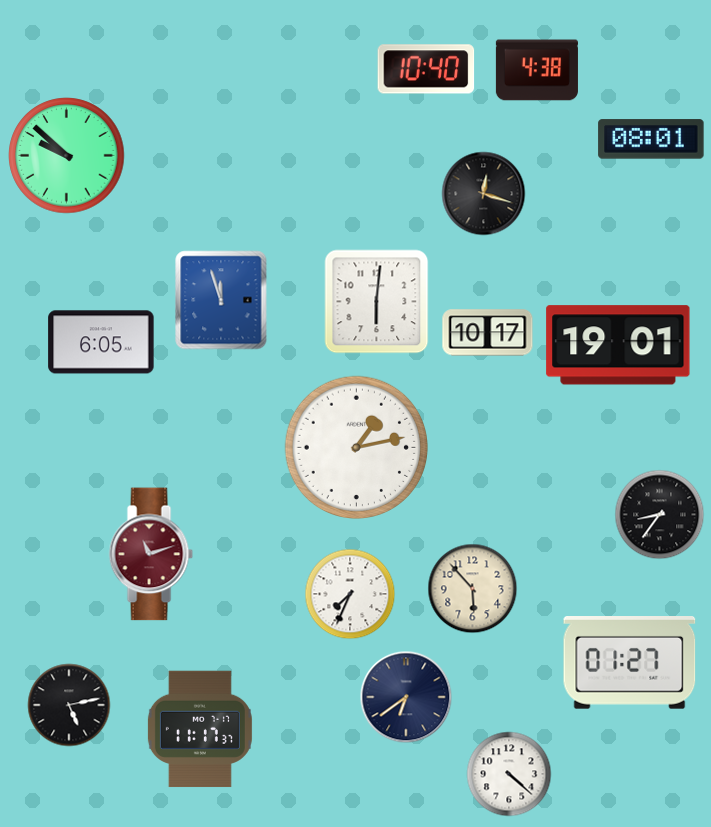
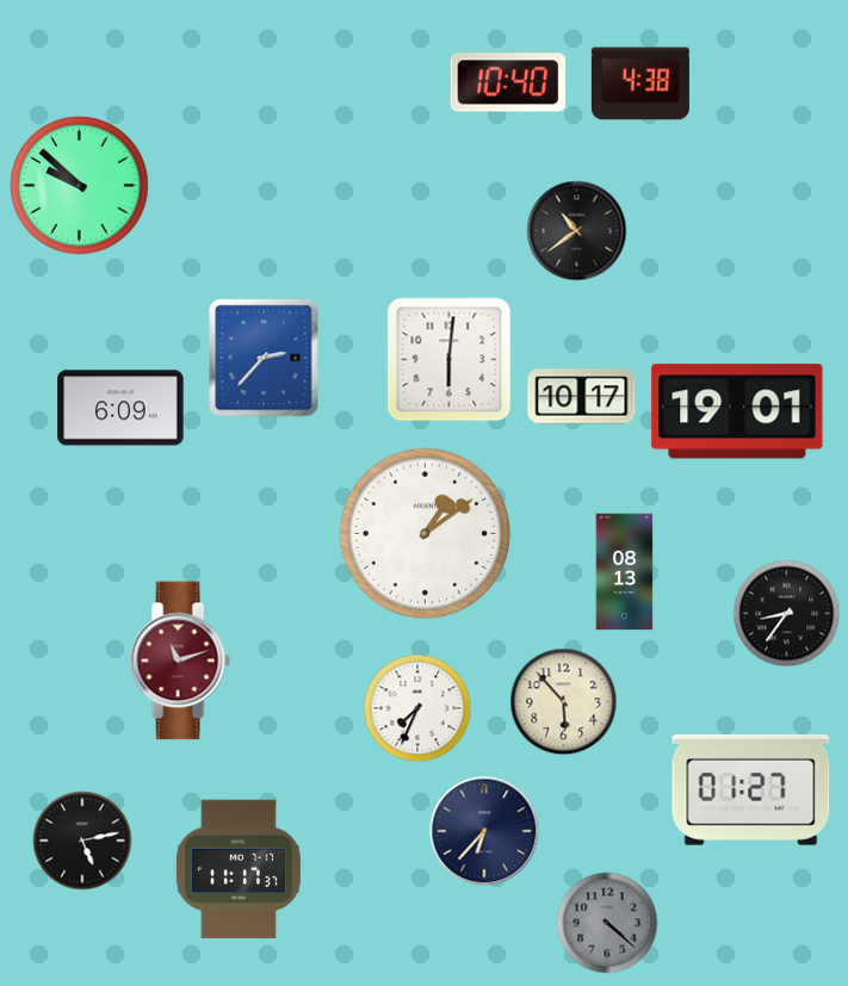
clock at (651, 139): 08:01 -> none
clock at (484, 194): 12:18 -> 10:39
clock at (221, 300): 11:57 -> 2:37
clock at (101, 342): 6:05 -> 6:09
clock at (357, 448): 1:13 -> 1:09
clock at (625, 572): none -> 08:13
clock at (406, 697): 6:39 -> 6:37
clock at (509, 774) dial: white -> grey
